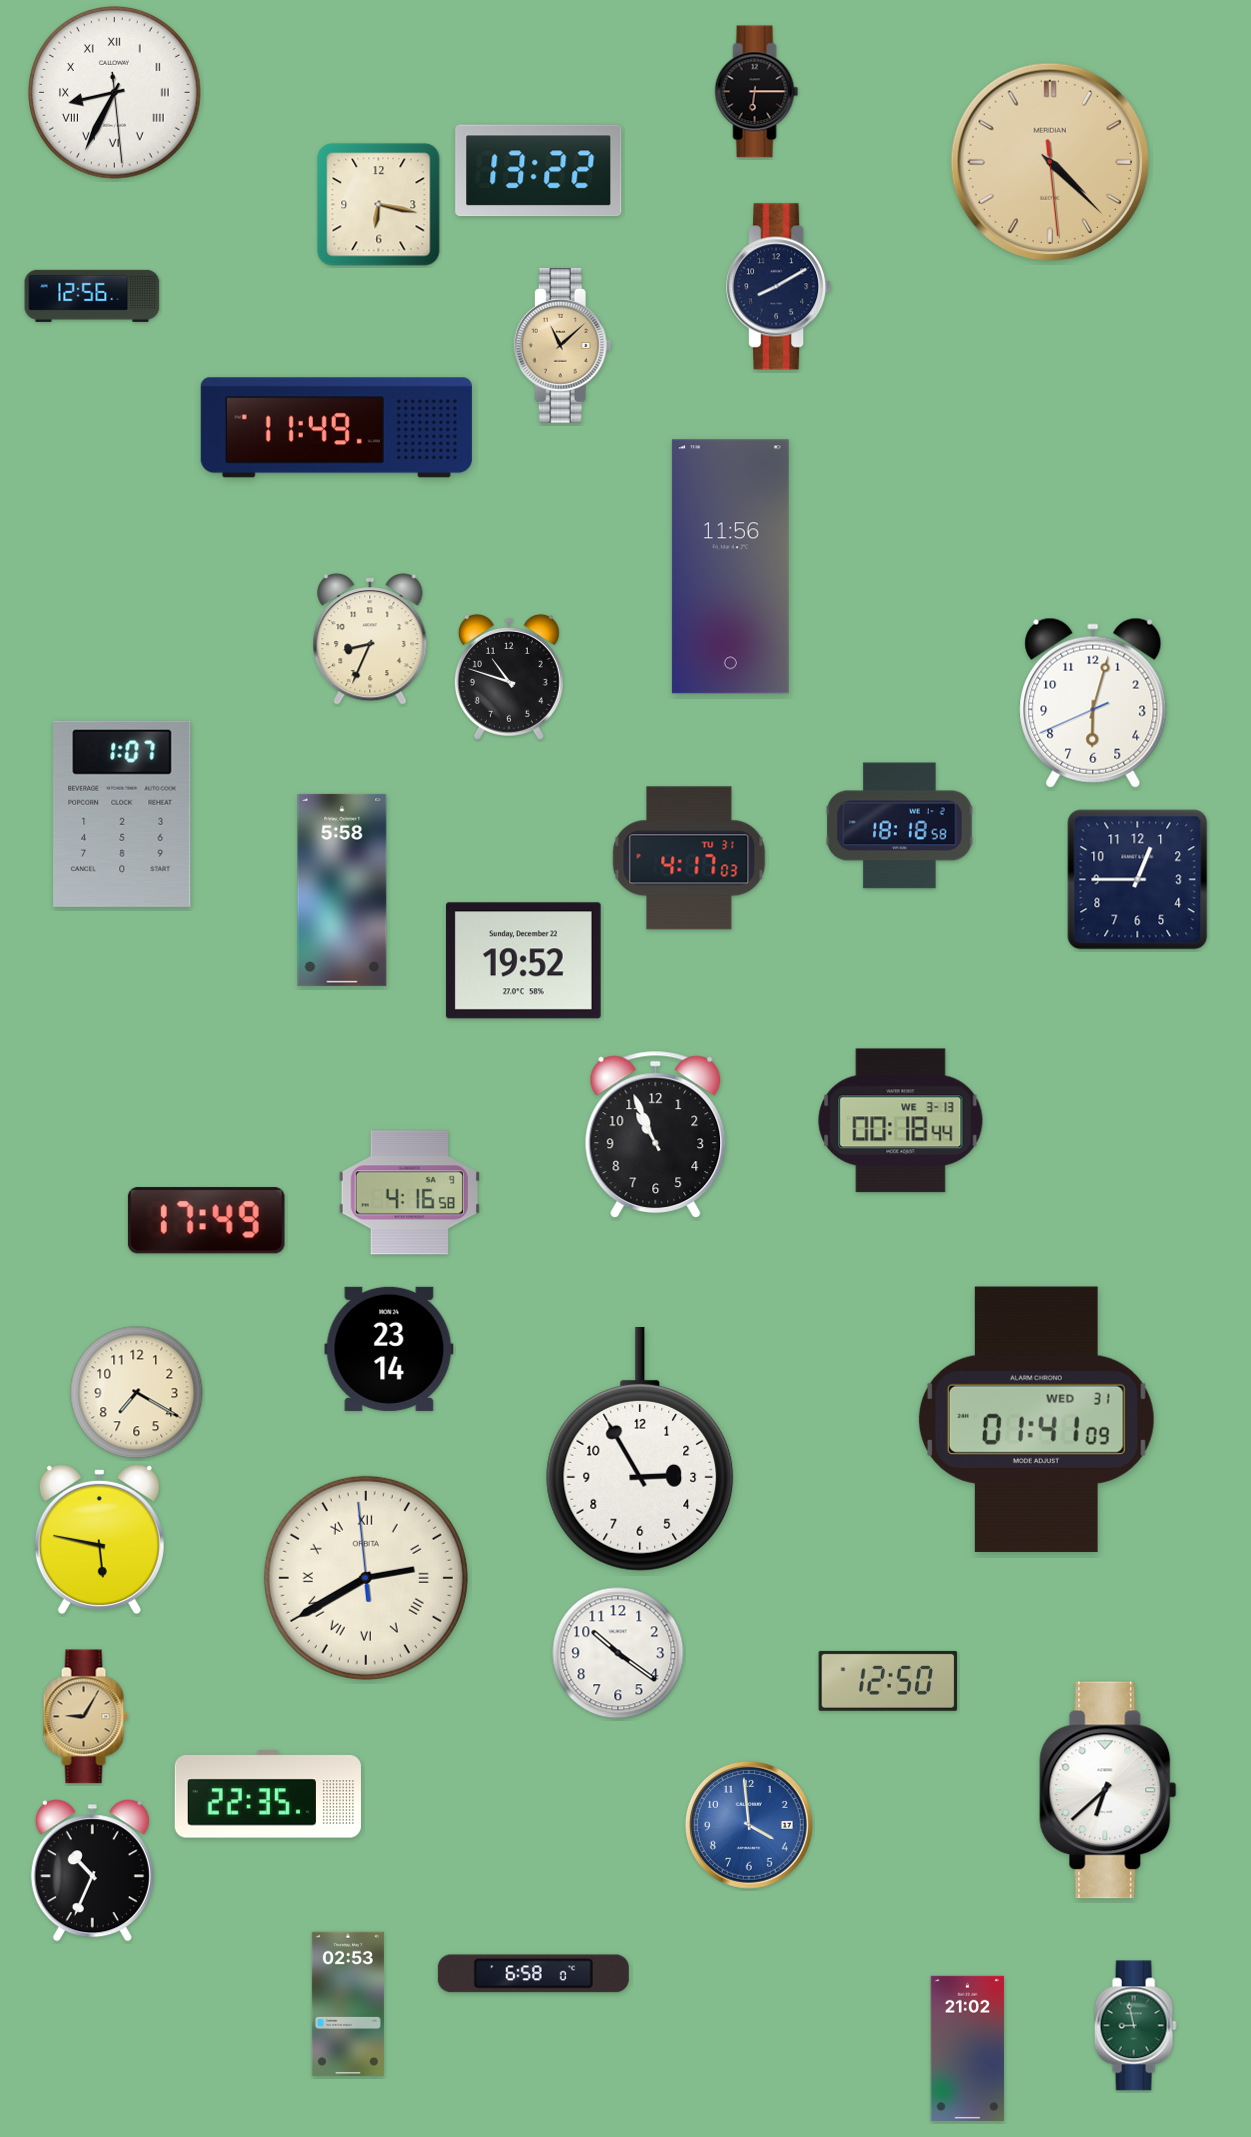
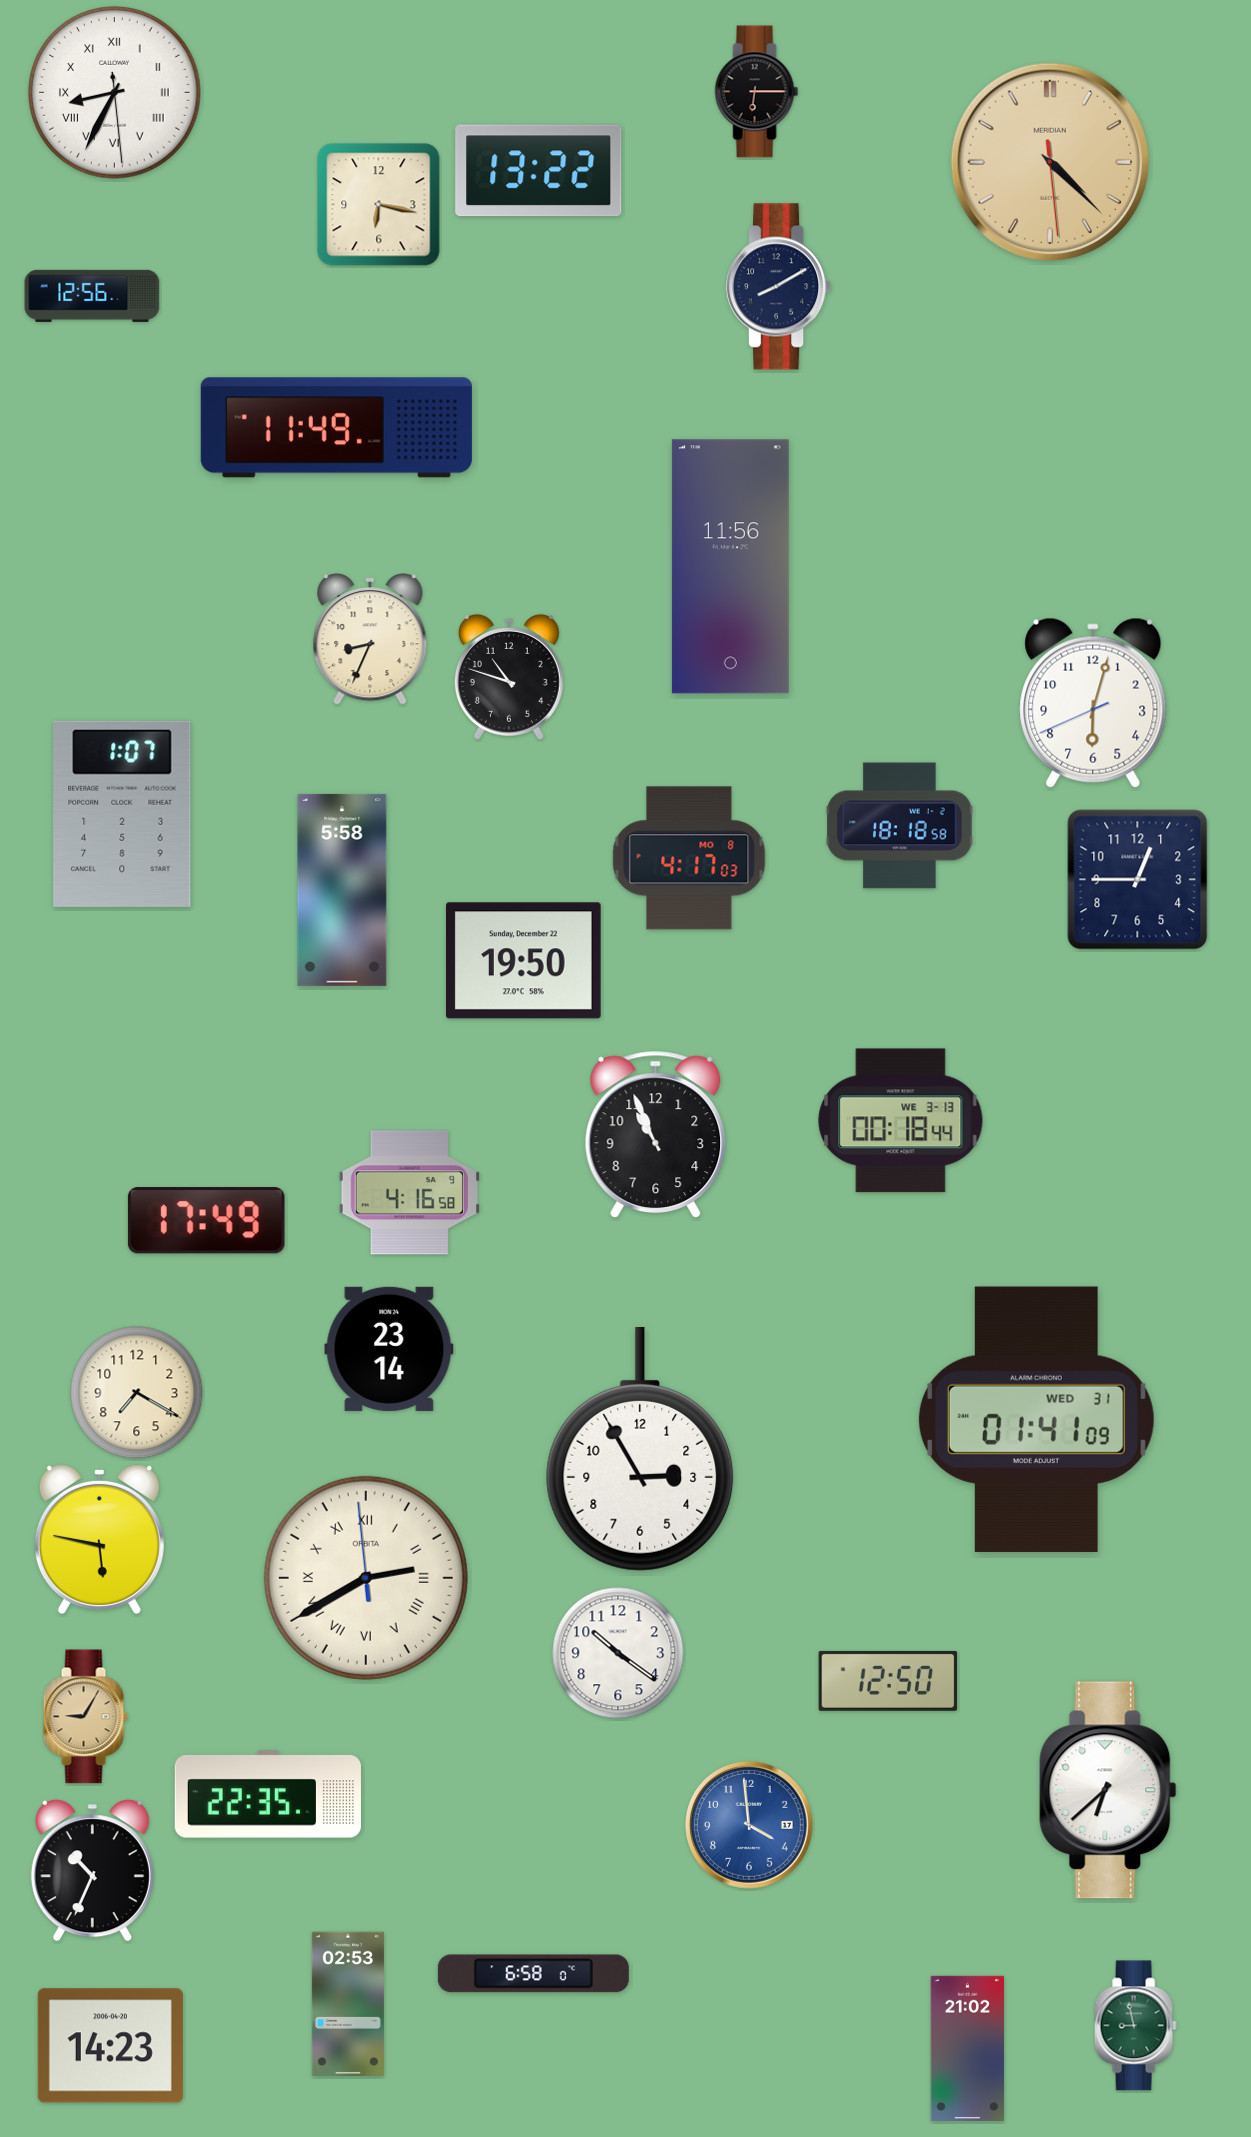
clock at (562, 346): 11:08 -> none
clock at (689, 858) date: TU 31 -> MO 8
clock at (523, 961): 19:52 -> 19:50
clock at (110, 2046): none -> 14:23
